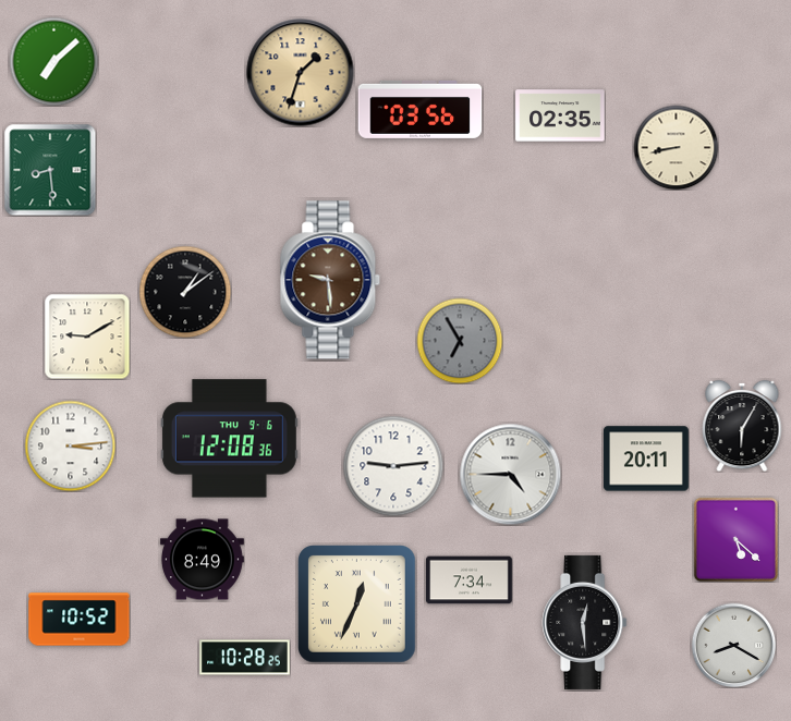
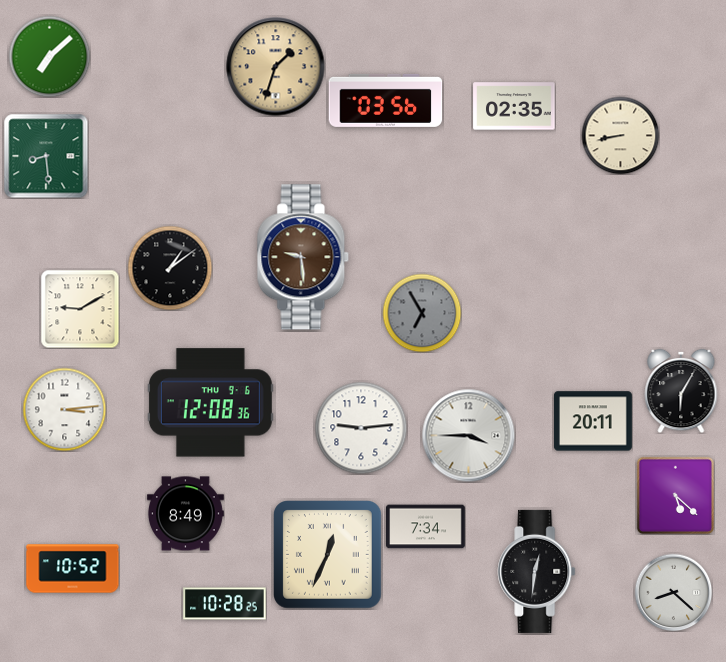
clock at (510, 474): 4:45 -> 3:45
clock at (470, 581) position: (470, 581) -> (426, 527)
clock at (585, 622): 12:29 -> 12:31
clock at (733, 645): 8:20 -> 8:22
